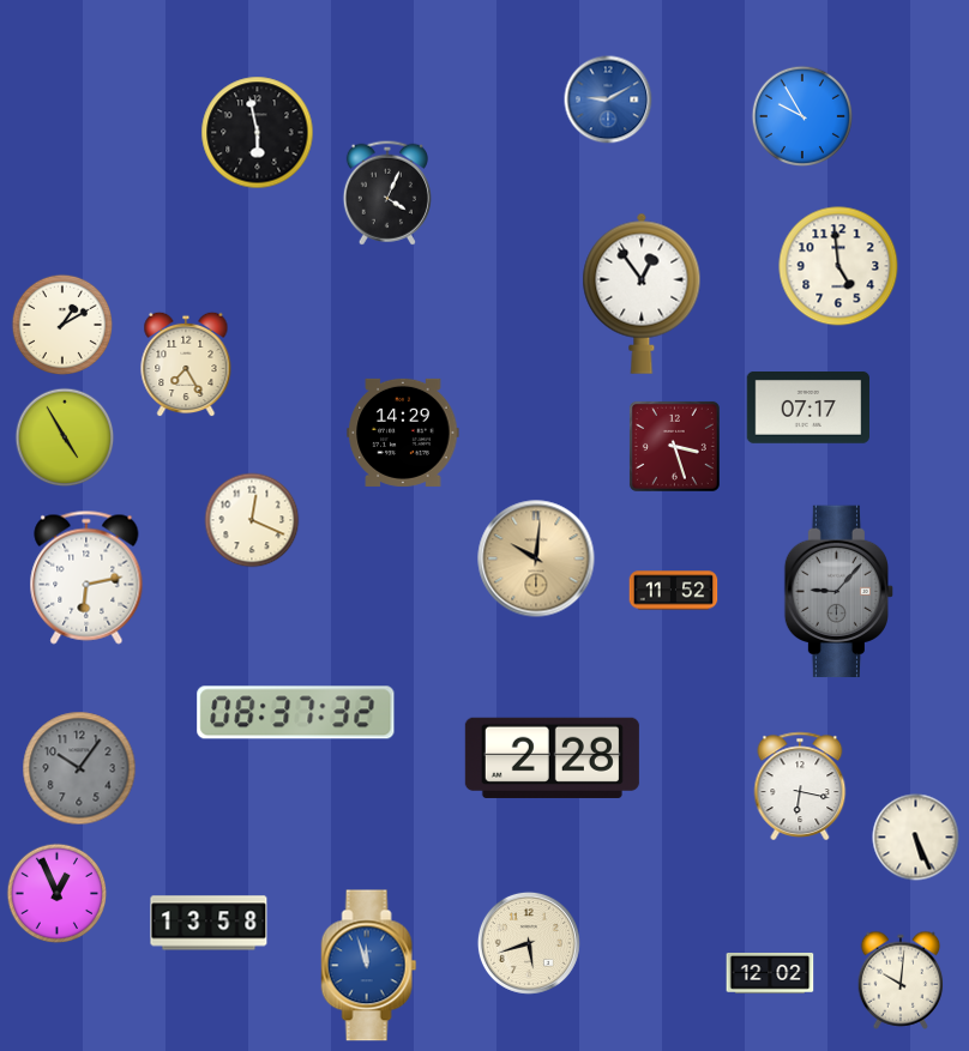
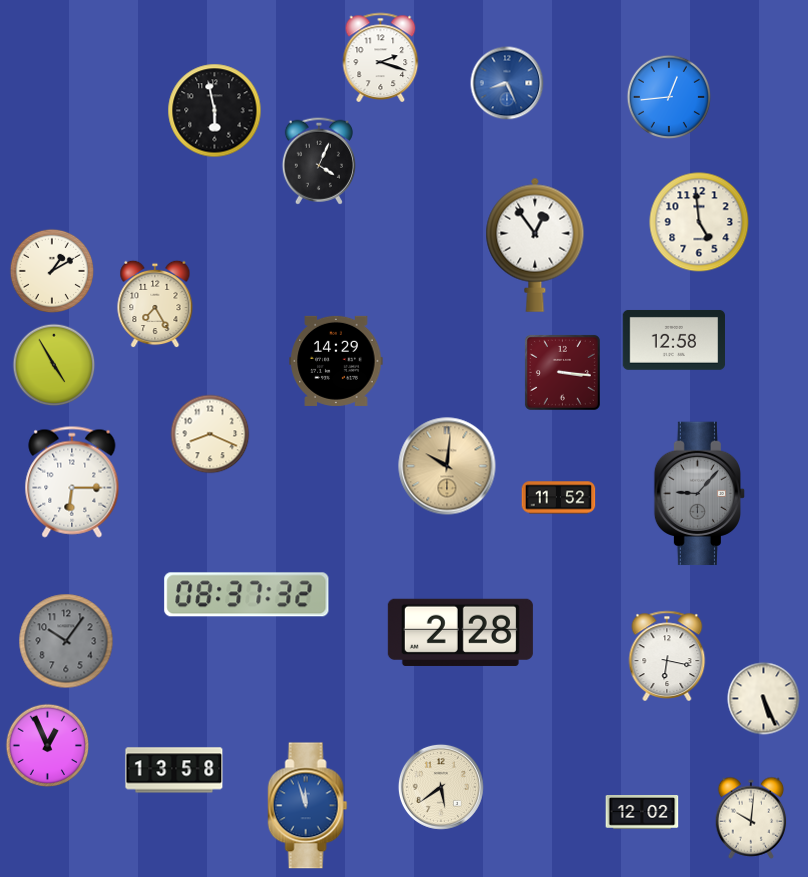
clock at (381, 57): none -> 2:18
clock at (608, 99): 9:10 -> 8:26
clock at (801, 115): 9:55 -> 12:44
clock at (387, 193) position: (387, 193) -> (319, 161)
clock at (807, 407): 07:17 -> 12:58
clock at (674, 446): 3:27 -> 3:16
clock at (252, 520): 12:19 -> 8:19
clock at (86, 578): 6:13 -> 6:15
clock at (674, 591) position: (674, 591) -> (559, 498)
clock at (529, 943): 5:42 -> 5:39
